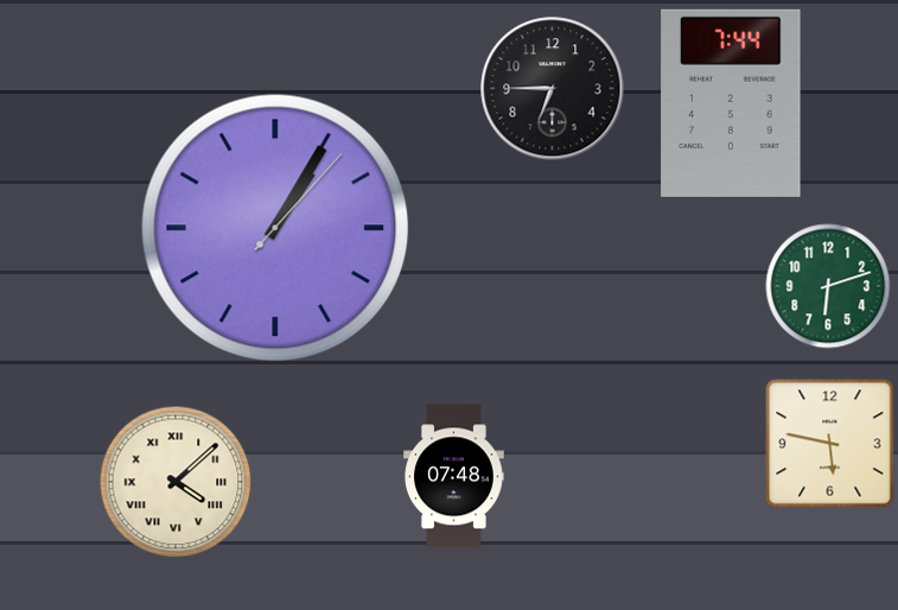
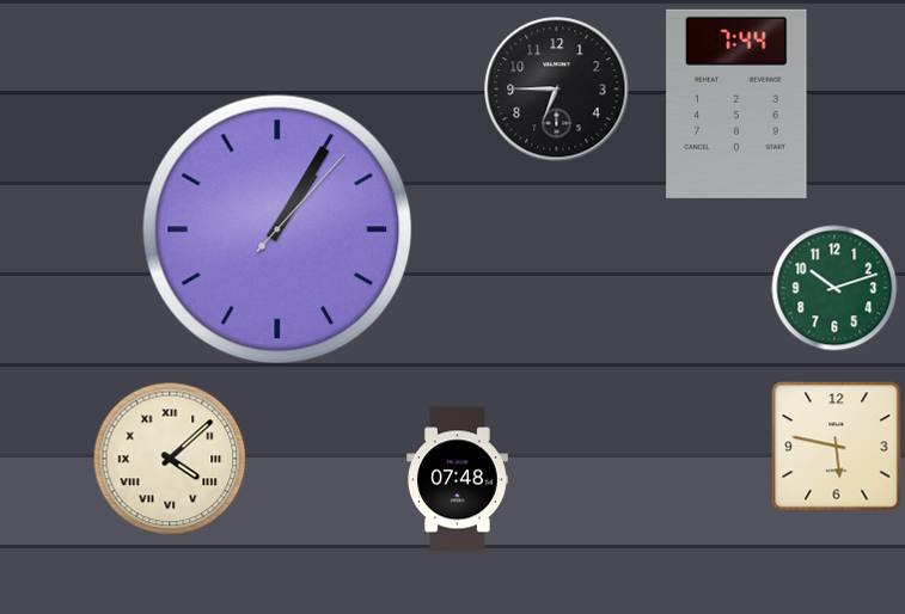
clock at (828, 286): 6:12 -> 10:12
clock at (176, 482) position: (176, 482) -> (170, 459)
